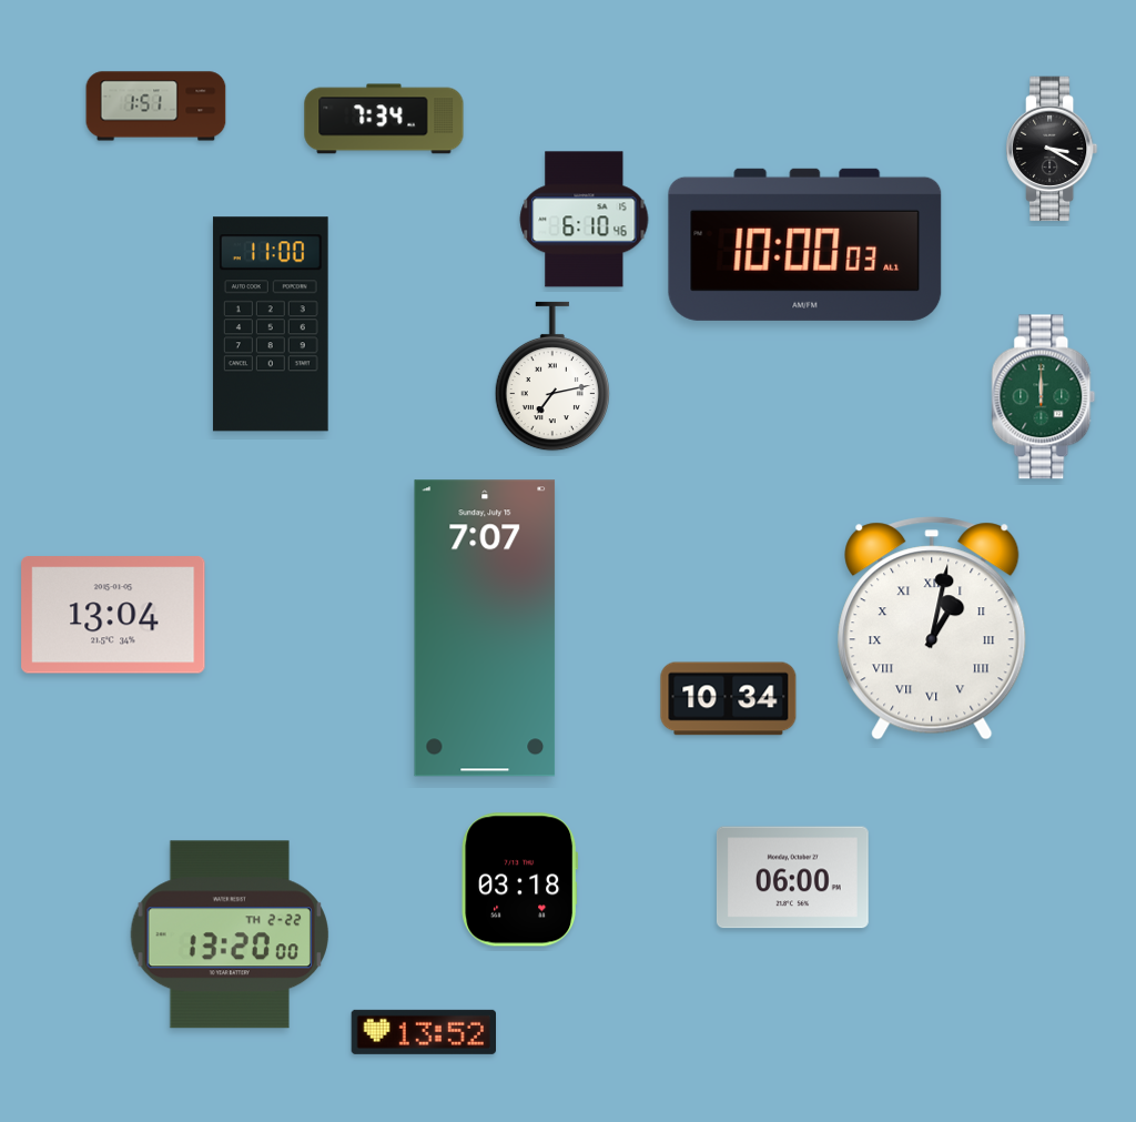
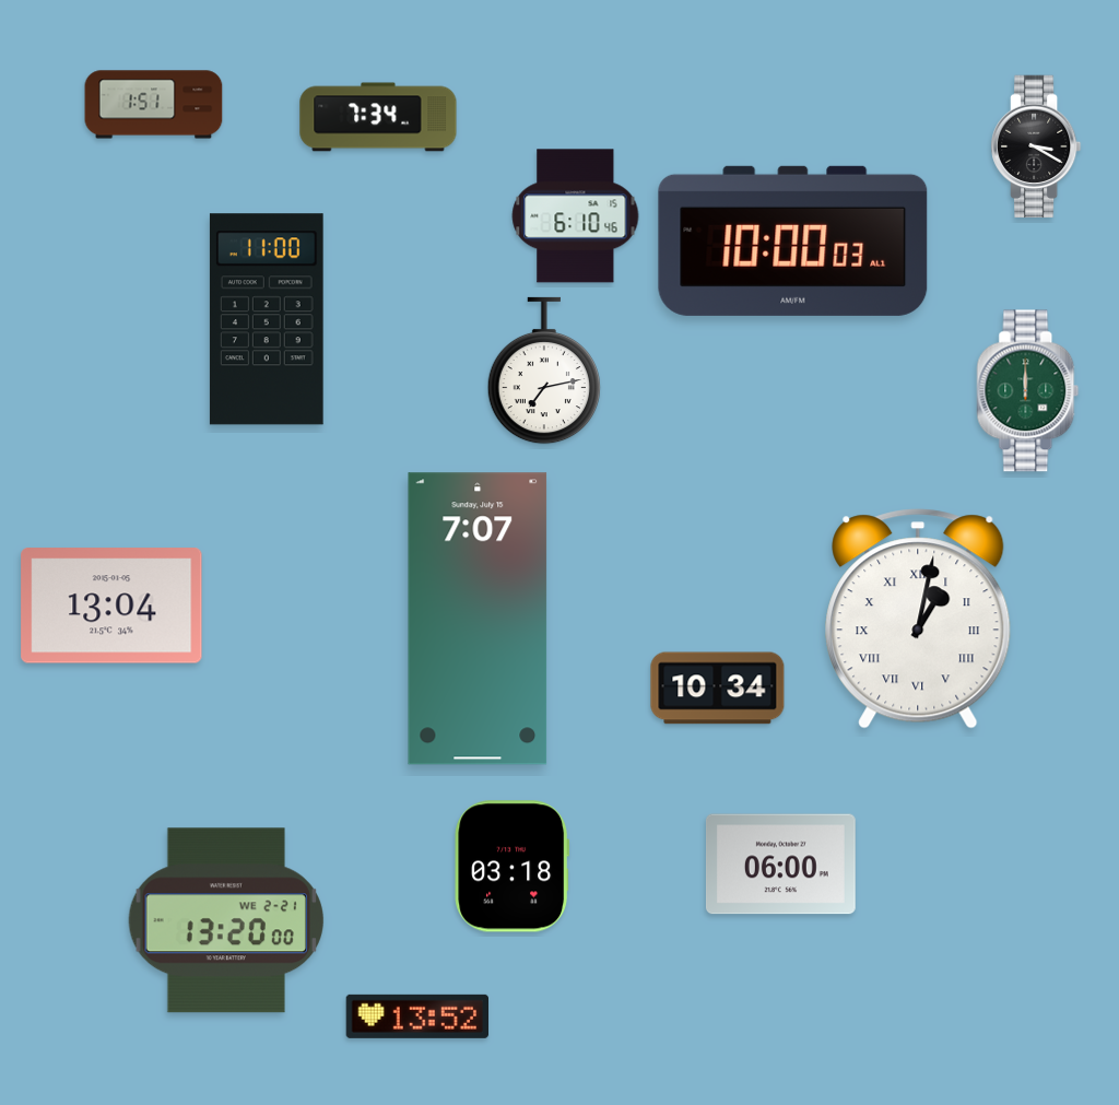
clock at (230, 934) date: TH 2-22 -> WE 2-21
